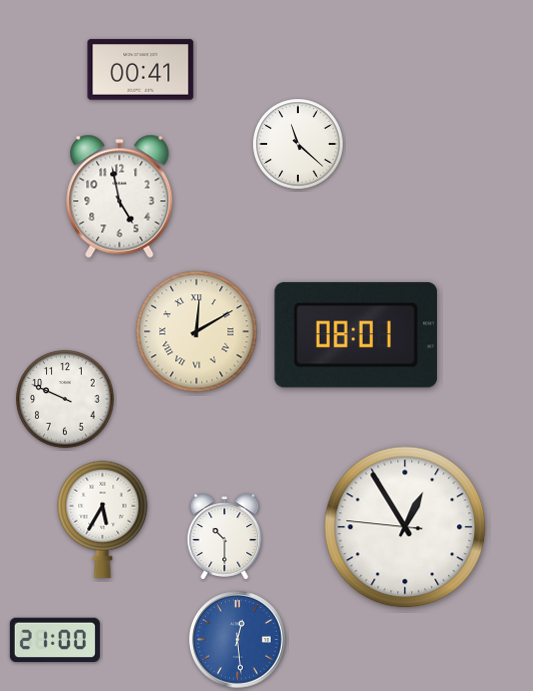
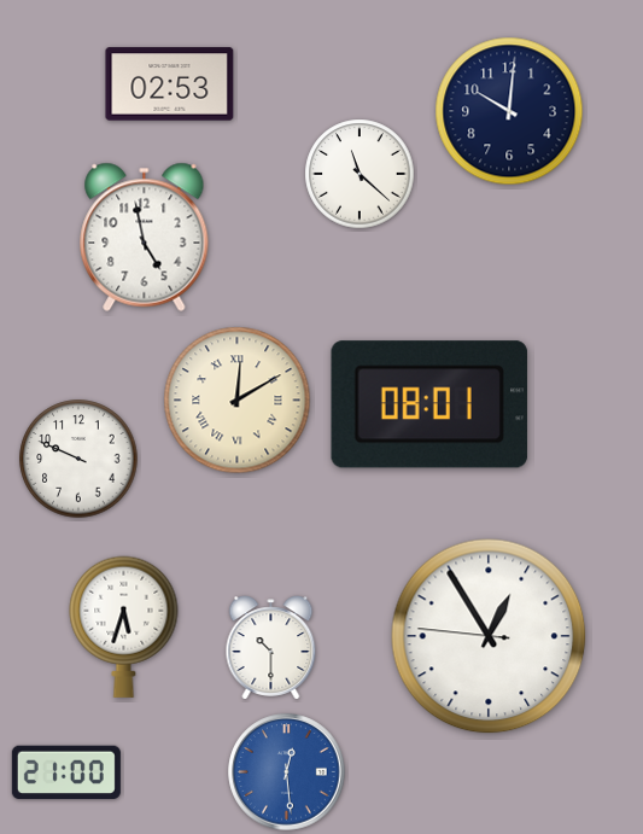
clock at (141, 70): 00:41 -> 02:53
clock at (509, 111): none -> 10:01
clock at (65, 399) position: (65, 399) -> (78, 459)
clock at (103, 519): 5:35 -> 5:33
